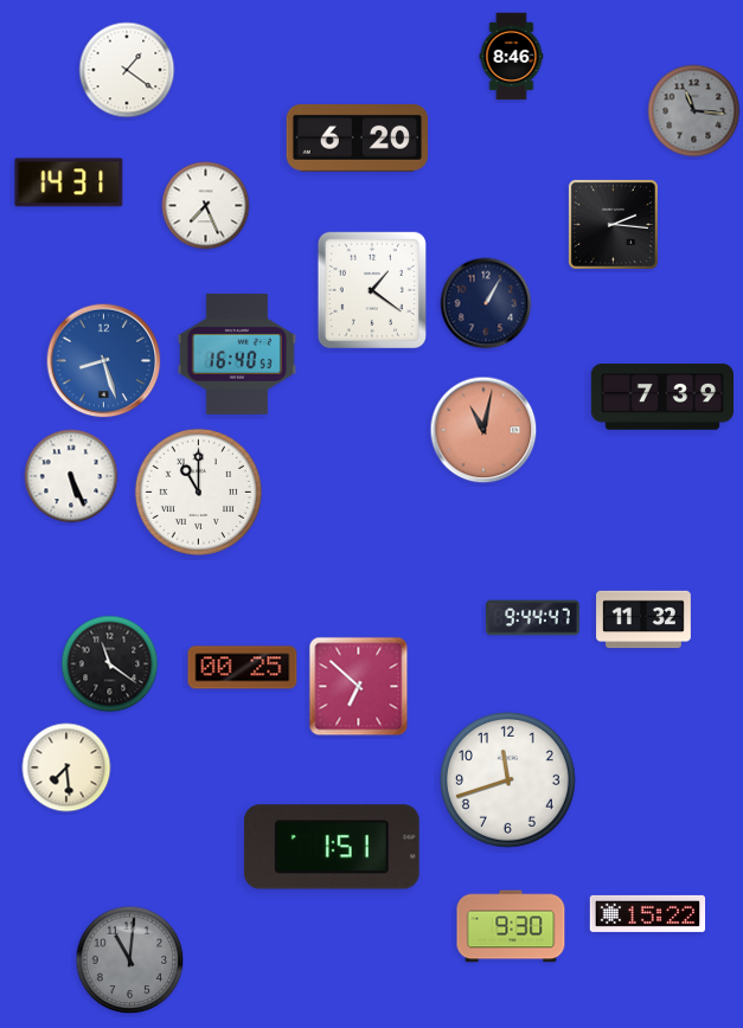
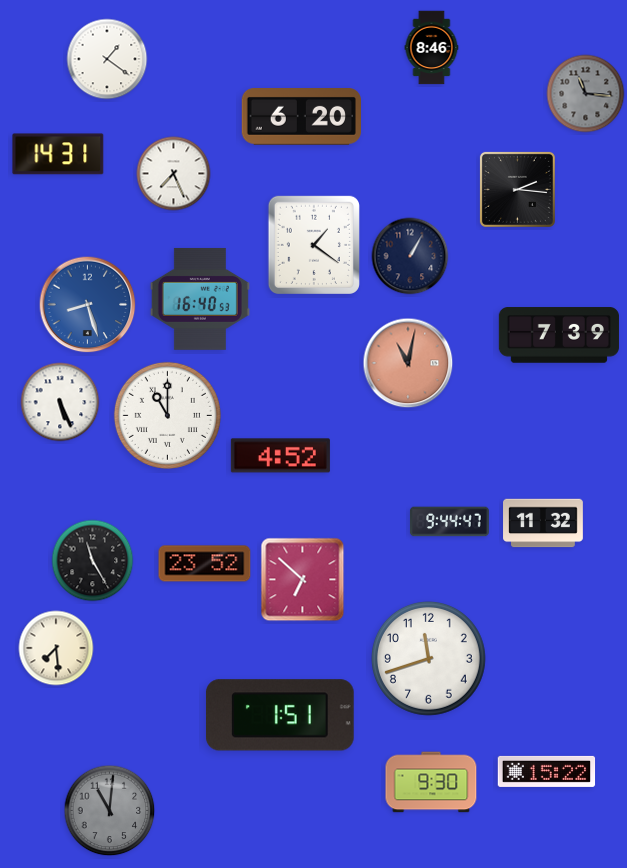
clock at (280, 456): none -> 4:52
clock at (110, 664): 11:21 -> 11:25
clock at (243, 668): 00:25 -> 23:52
